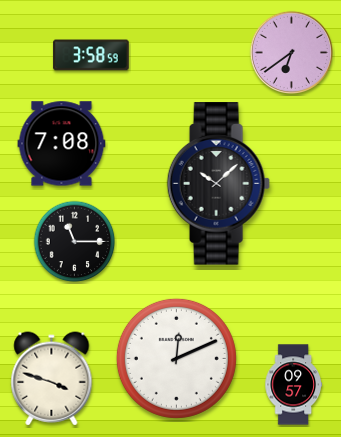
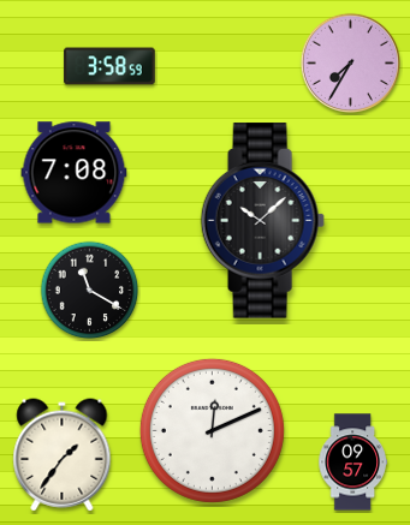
clock at (291, 52): 6:39 -> 7:35
clock at (75, 242): 11:15 -> 11:20
clock at (52, 379): 3:48 -> 1:36
